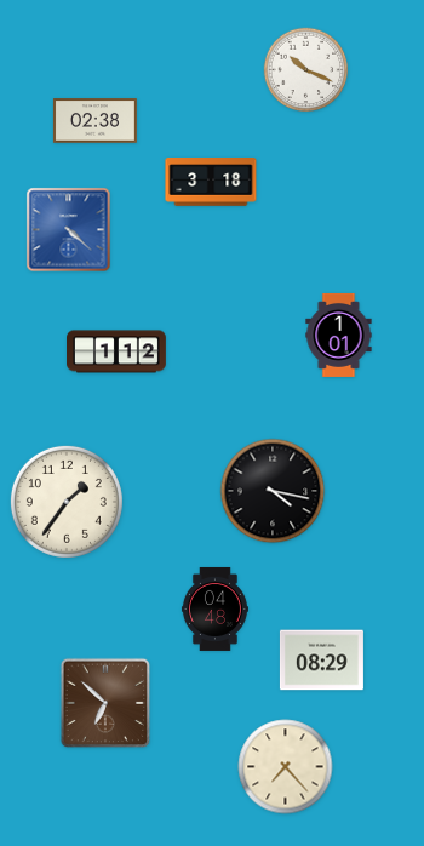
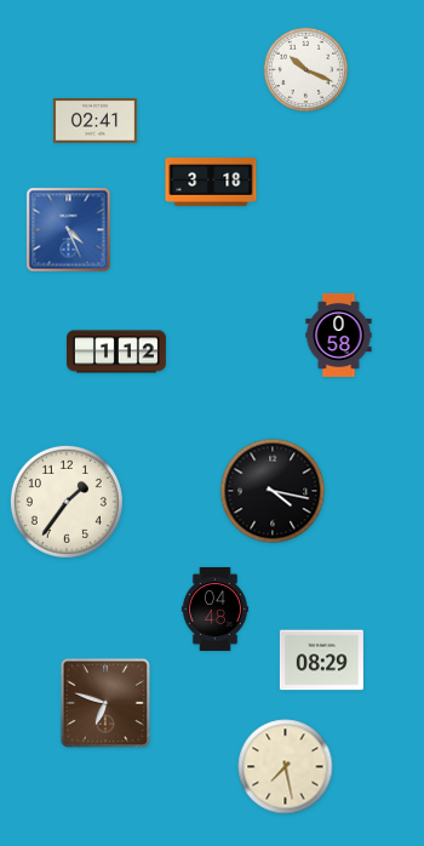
clock at (94, 121): 02:38 -> 02:41
clock at (69, 230): 4:22 -> 4:26
clock at (339, 335): 1:01 -> 0:58
clock at (105, 703): 6:52 -> 6:48
clock at (286, 767): 7:23 -> 7:28
